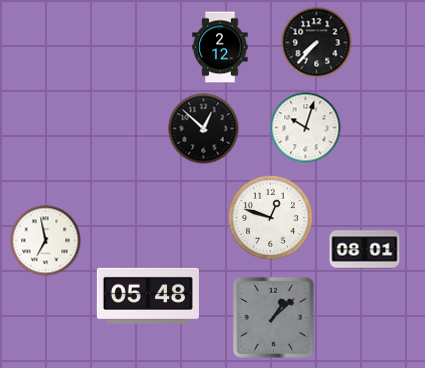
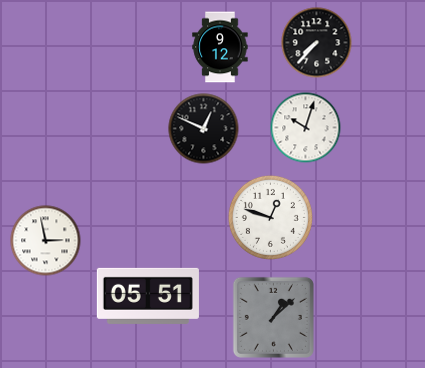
clock at (220, 47): 2:12 -> 9:12
clock at (204, 129): 12:52 -> 12:49
clock at (46, 241): 6:58 -> 2:58
clock at (365, 250): 08:01 -> none
clock at (148, 296): 05:48 -> 05:51
